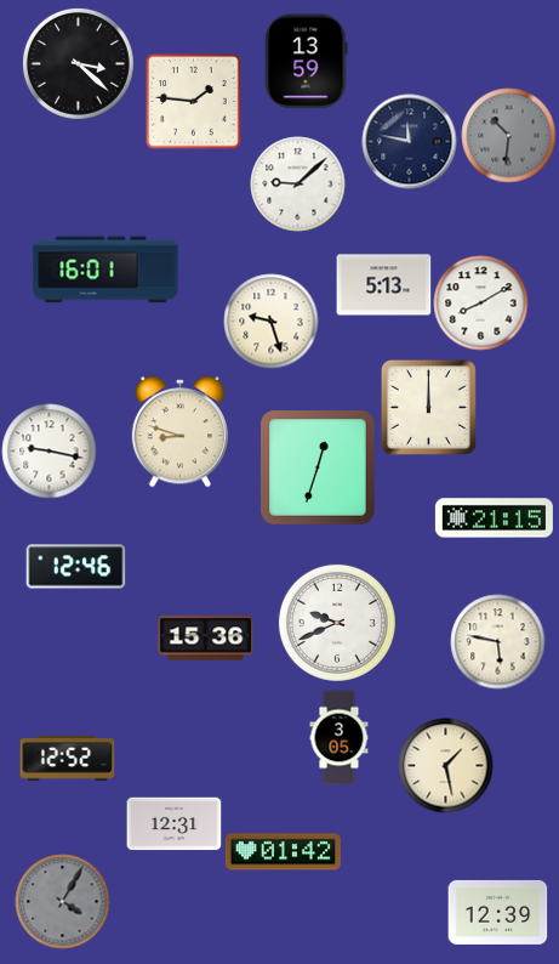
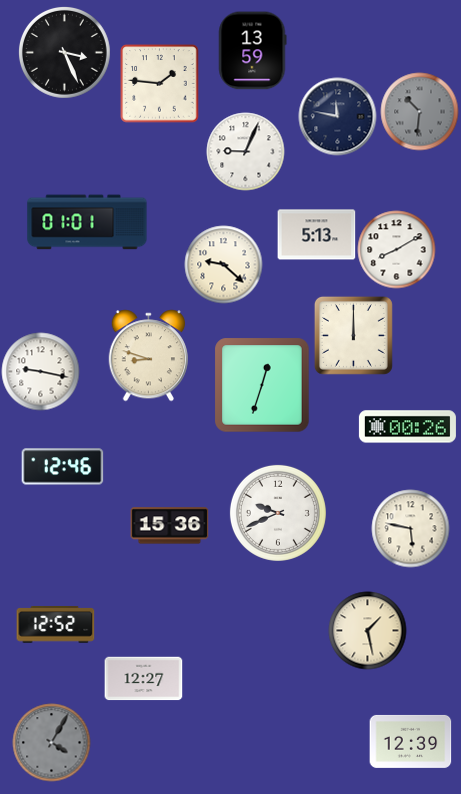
clock at (78, 63): 3:22 -> 3:26
clock at (297, 183): 9:08 -> 9:04
clock at (105, 270): 16:01 -> 01:01
clock at (270, 321): 9:27 -> 9:22
clock at (494, 518): 21:15 -> 00:26
clock at (340, 737): 3:05 -> none
clock at (173, 824): 12:31 -> 12:27
clock at (283, 852): 01:42 -> none
clock at (497, 912) position: (497, 912) -> (410, 741)
